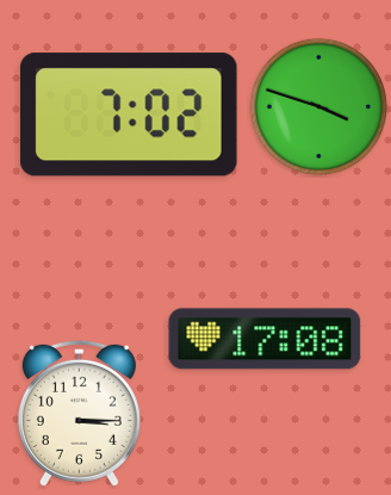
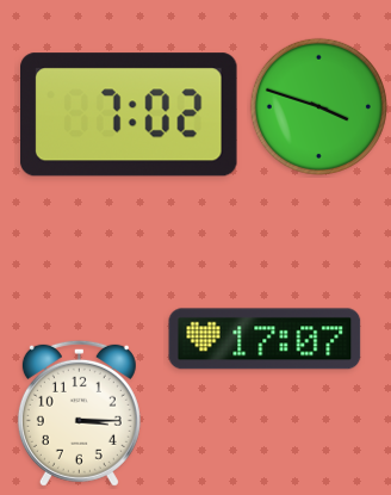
clock at (265, 339): 17:08 -> 17:07
